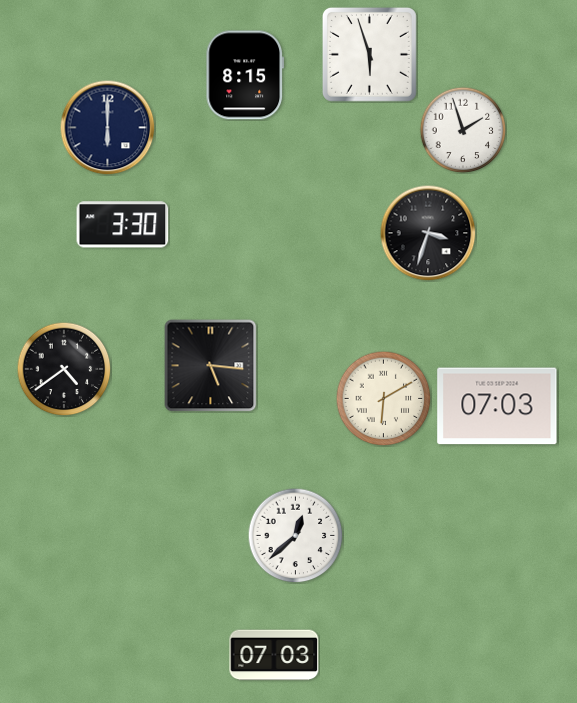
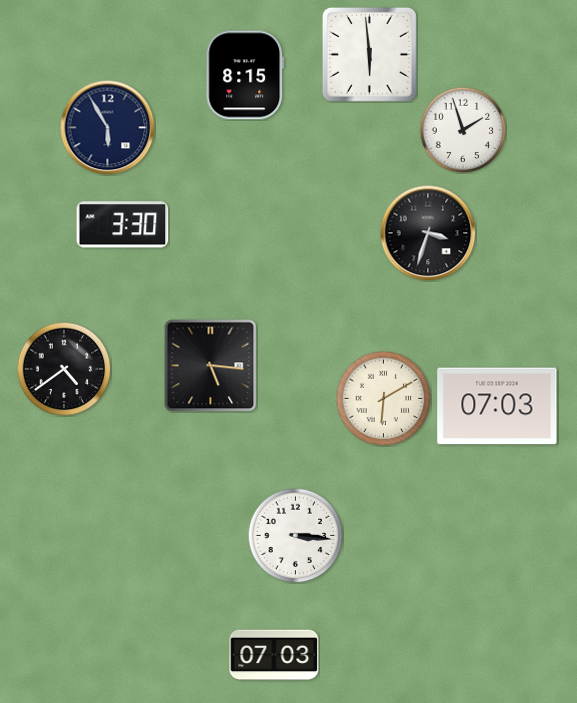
clock at (369, 54): 5:57 -> 5:59
clock at (107, 127): 6:00 -> 5:55
clock at (295, 535): 12:38 -> 3:16
